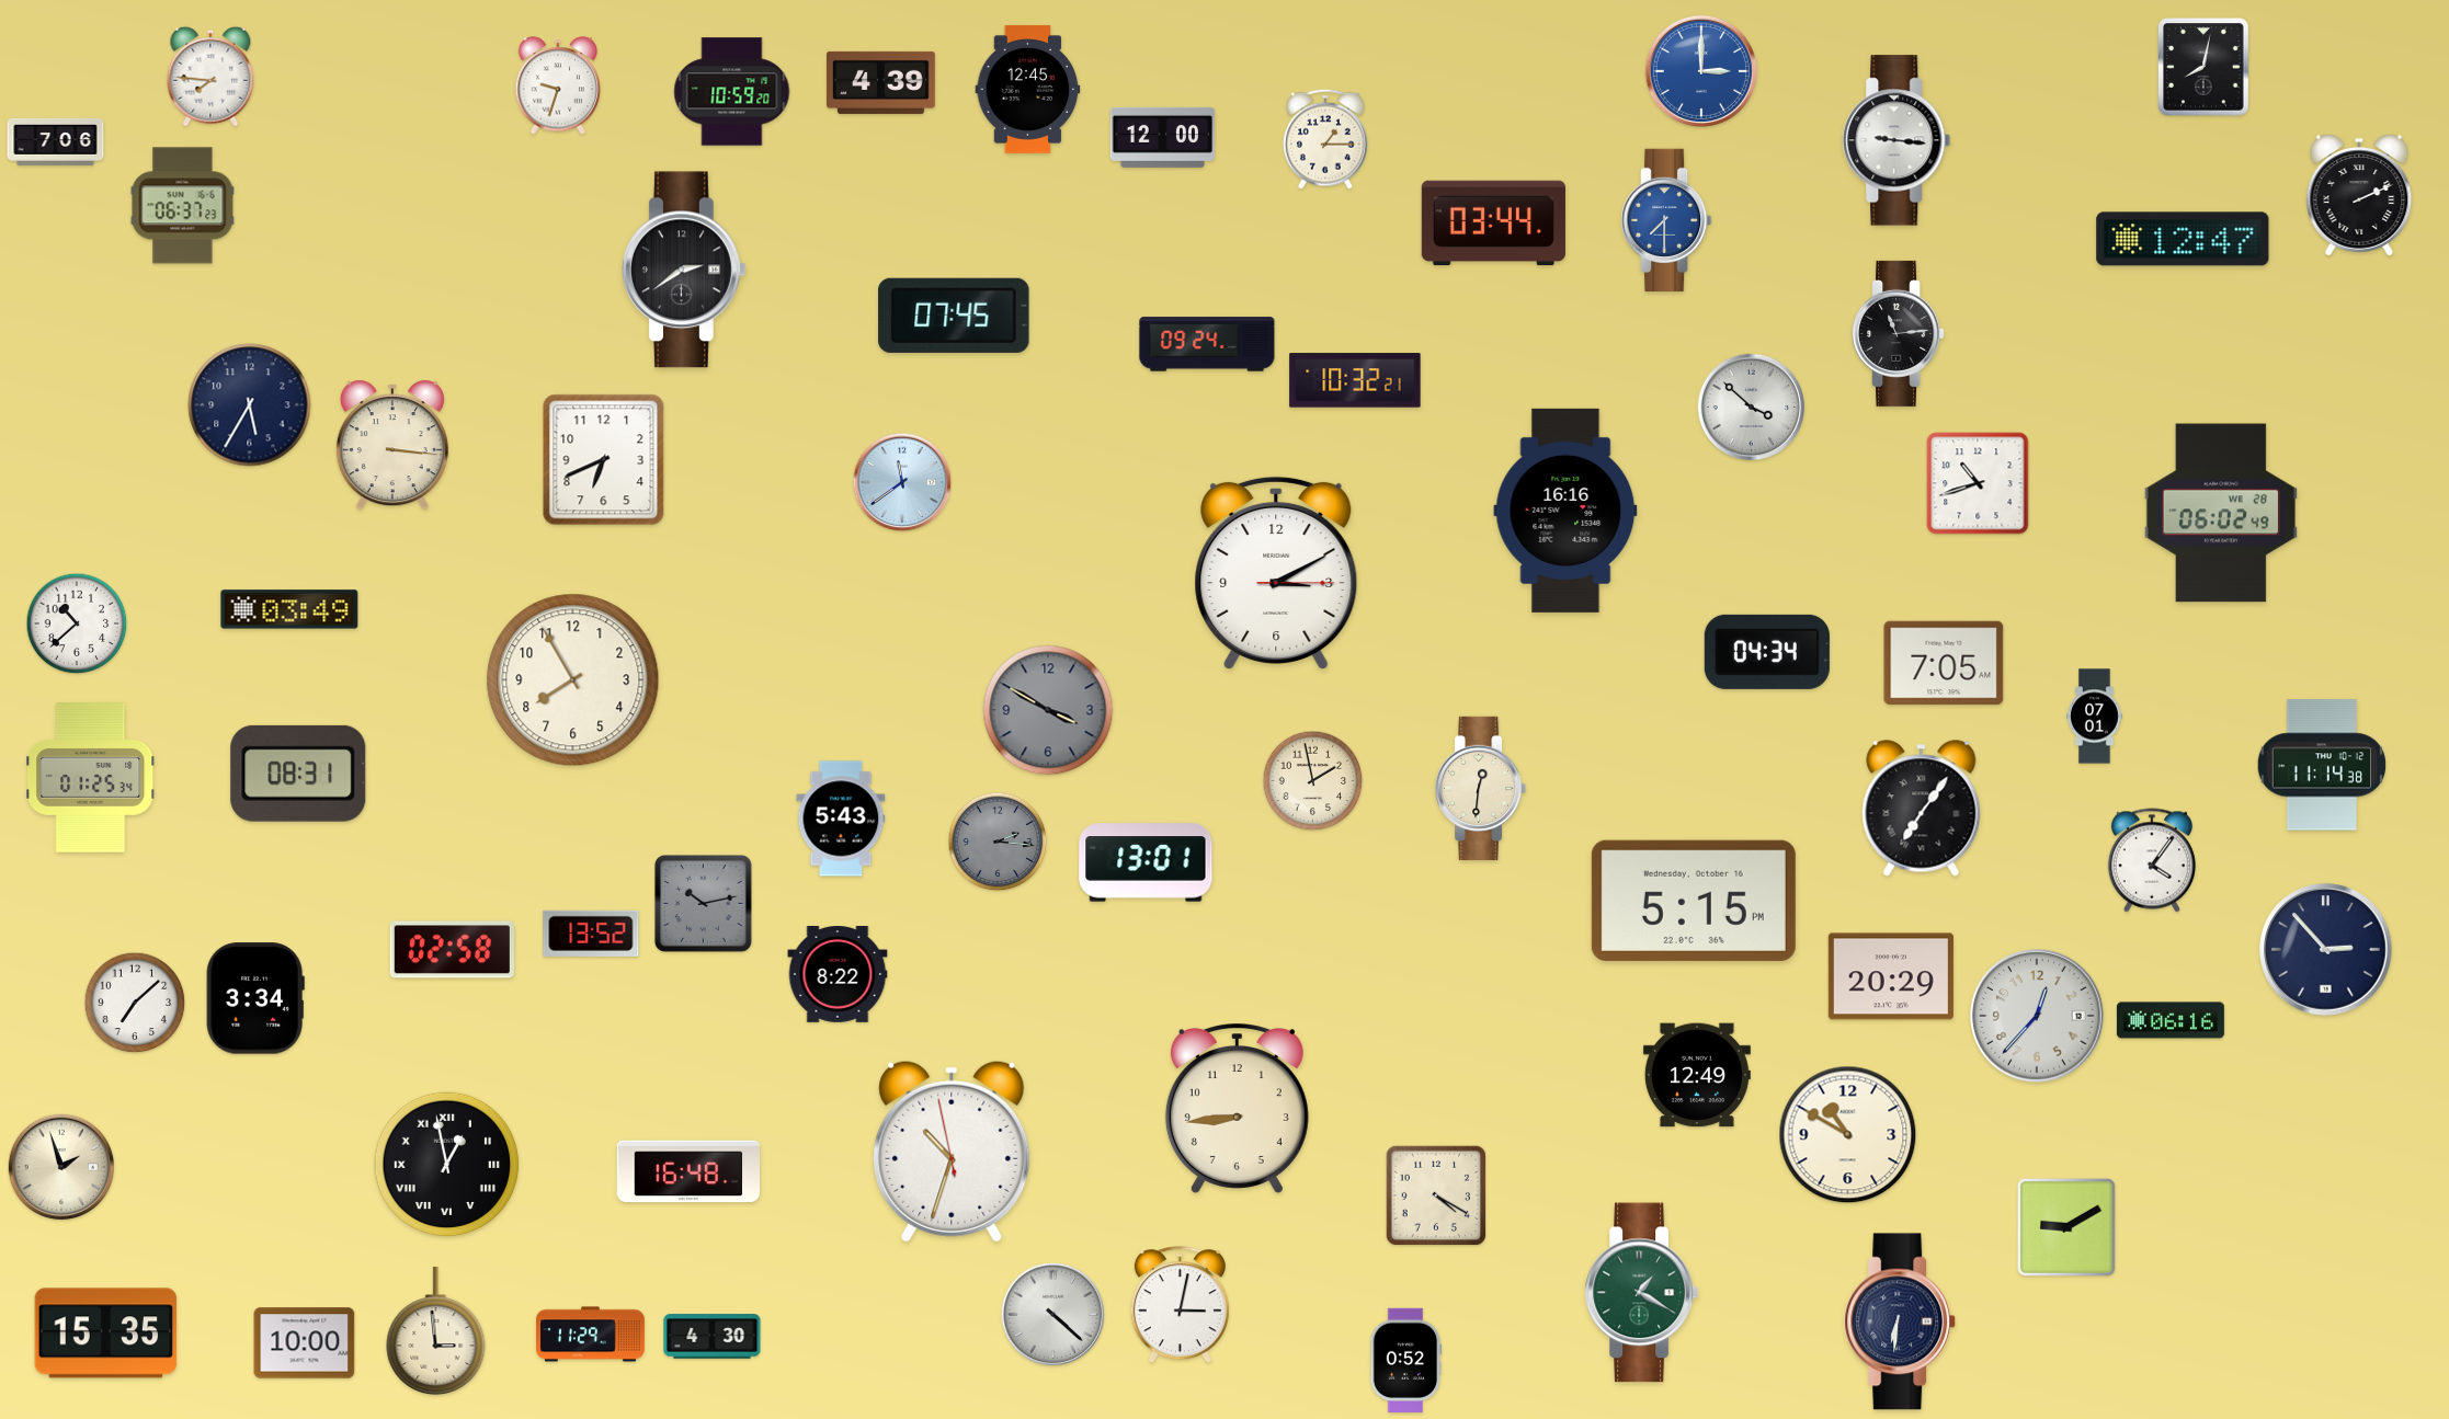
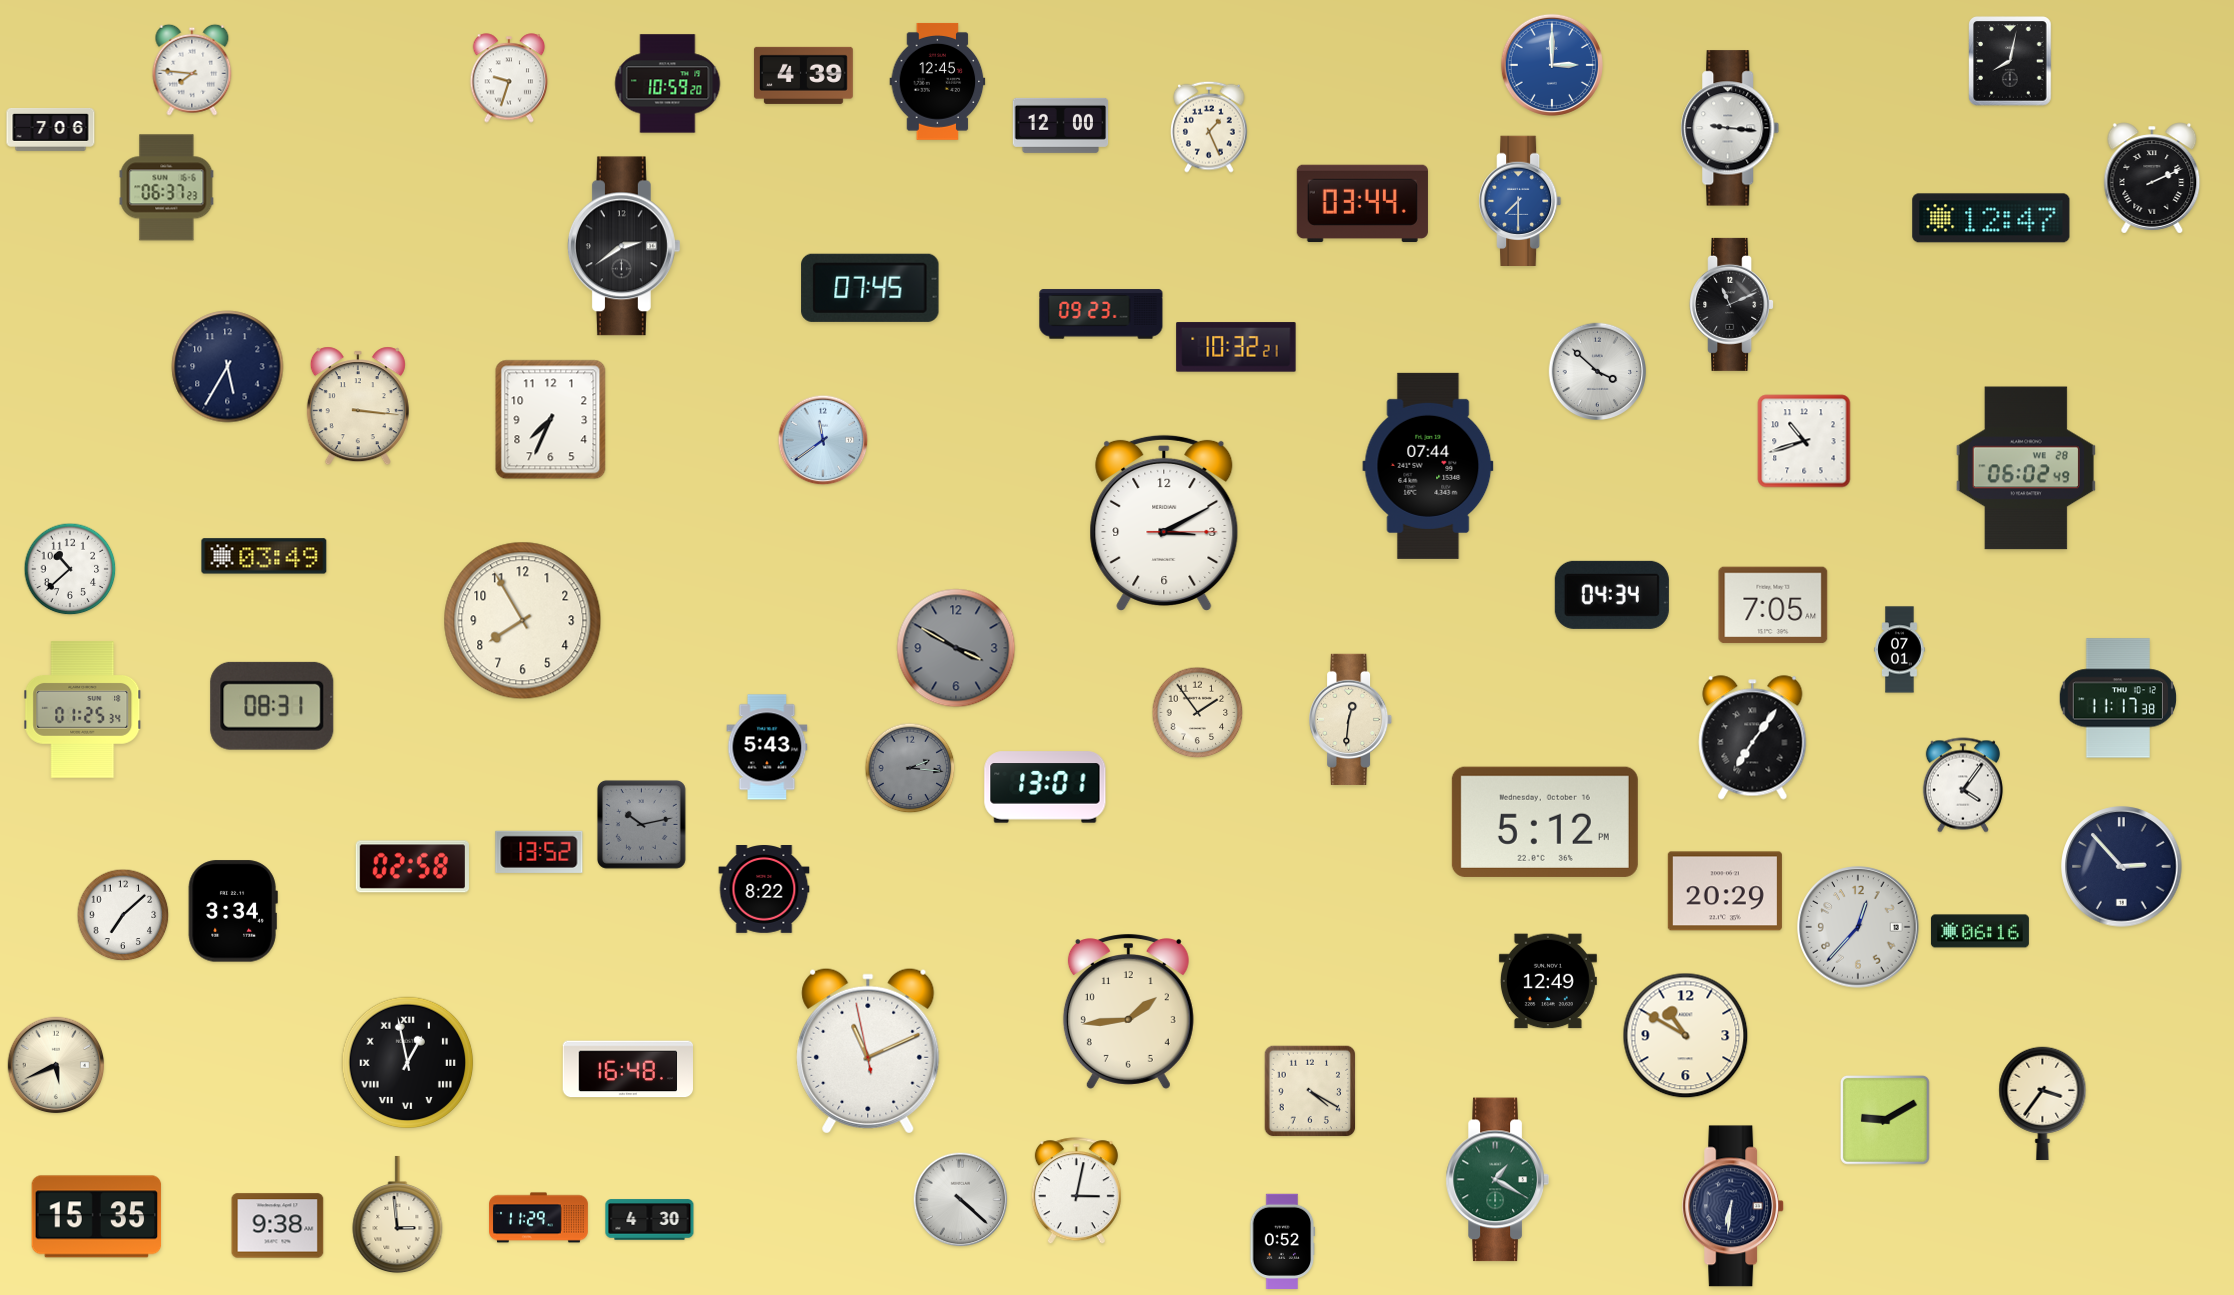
clock at (1325, 139): 1:15 -> 1:26
clock at (1899, 333): 11:14 -> 11:11
clock at (1207, 344): 09:24 -> 09:23
clock at (250, 405) position: (250, 405) -> (228, 367)
clock at (604, 460): 6:41 -> 7:34
clock at (1565, 511): 16:16 -> 07:44
clock at (2095, 717) position: (2095, 717) -> (1900, 650)
clock at (2321, 765): 11:14 -> 11:17
clock at (1313, 781): 1:58 -> 1:54
clock at (1694, 901): 5:15 -> 5:12
clock at (1237, 1109): 8:44 -> 1:44
clock at (952, 1152): 10:32 -> 11:10
clock at (61, 1167): 1:57 -> 5:41
clock at (2043, 1103): none -> 3:36
clock at (305, 1343): 10:00 -> 9:38
